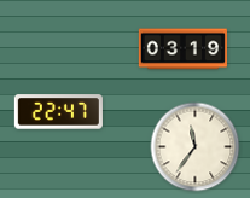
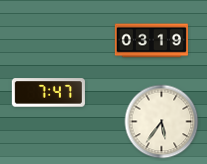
clock at (58, 112): 22:47 -> 7:47
clock at (196, 147): 11:36 -> 5:36
